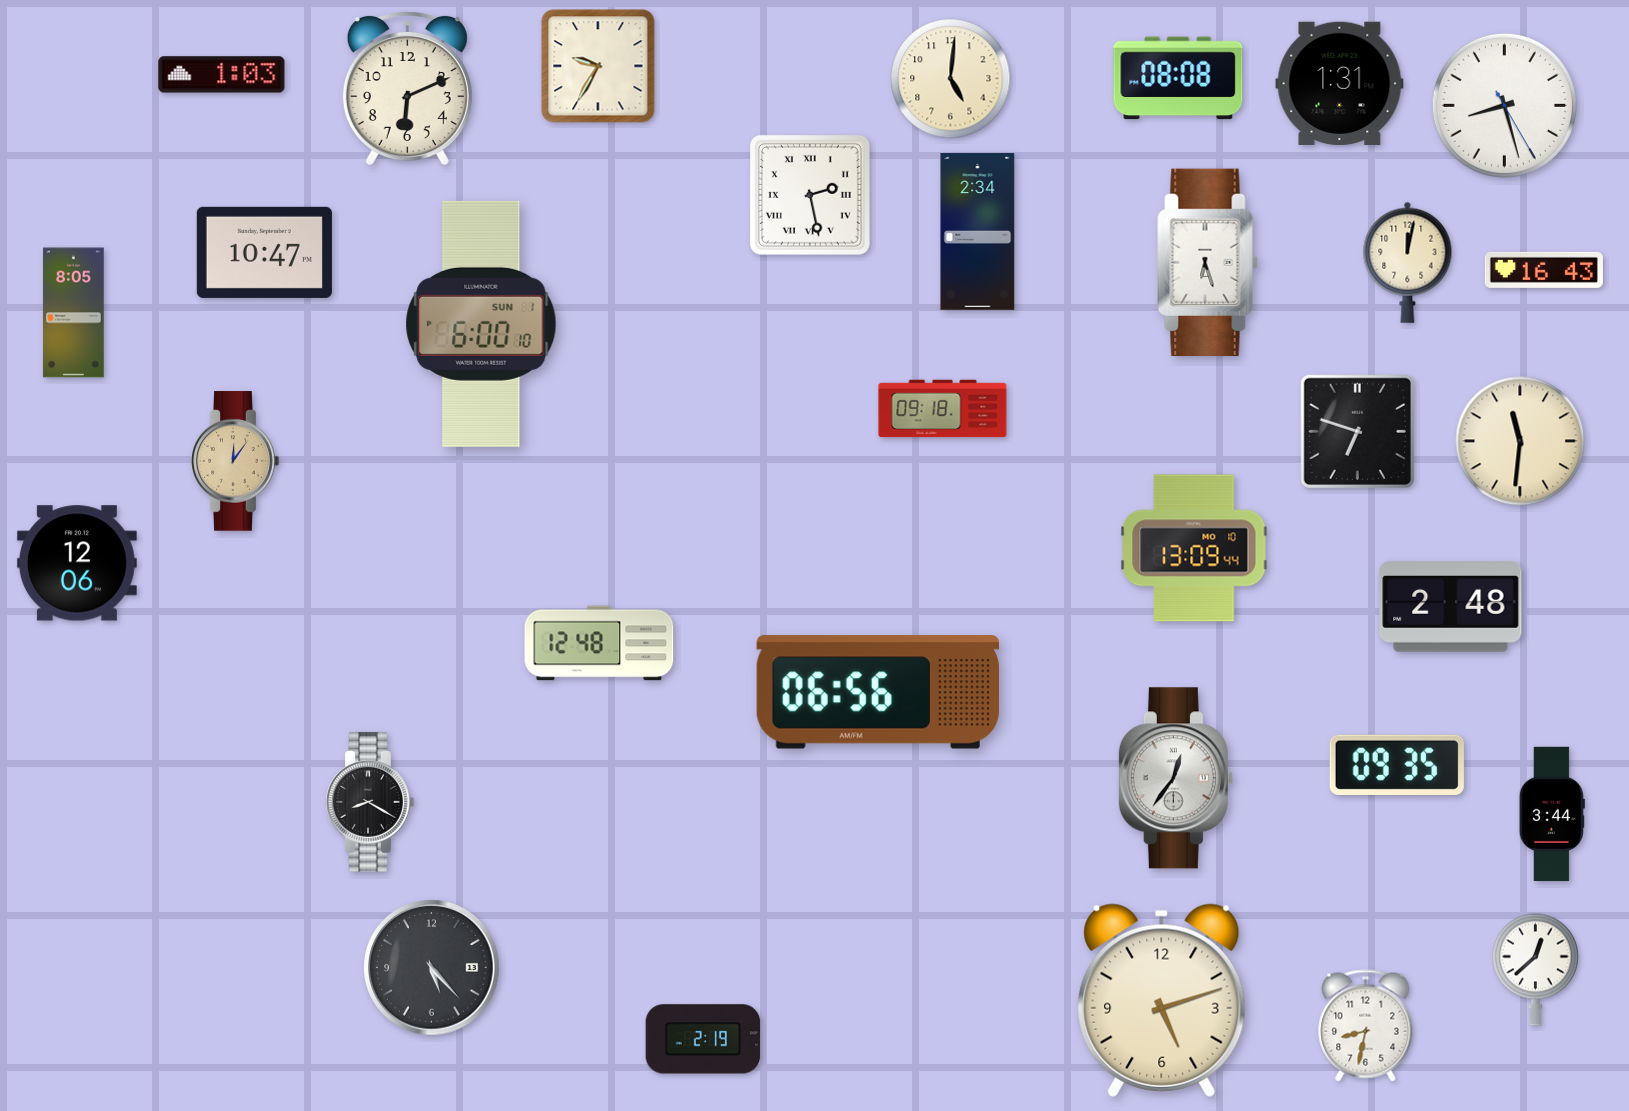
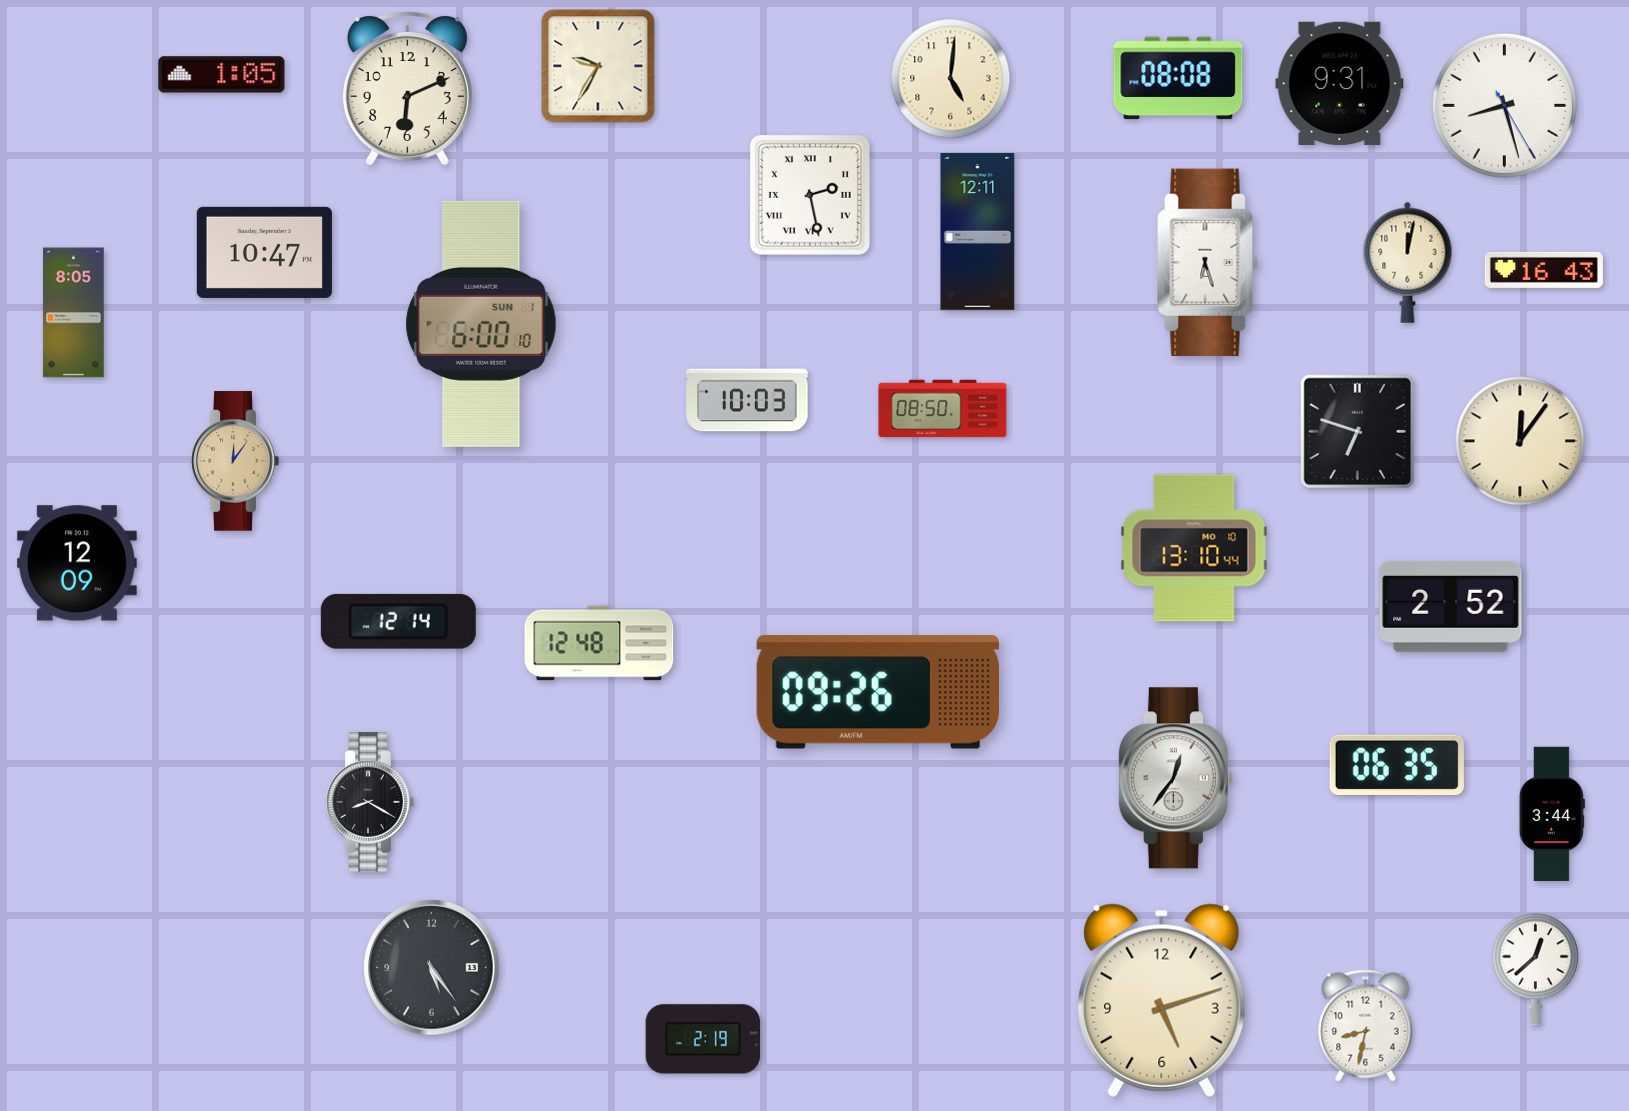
clock at (222, 75): 1:03 -> 1:05
clock at (1340, 83): 1:31 -> 9:31
clock at (978, 232): 2:34 -> 12:11
clock at (747, 400): none -> 10:03
clock at (943, 409): 09:18 -> 08:50
clock at (1520, 441): 11:31 -> 12:06
clock at (1194, 548): 13:09 -> 13:10
clock at (77, 563): 12:06 -> 12:09
clock at (1451, 606): 2:48 -> 2:52
clock at (398, 621): none -> 12:14
clock at (878, 692): 06:56 -> 09:26
clock at (1397, 765): 09:35 -> 06:35
clock at (432, 968): 5:23 -> 5:24
